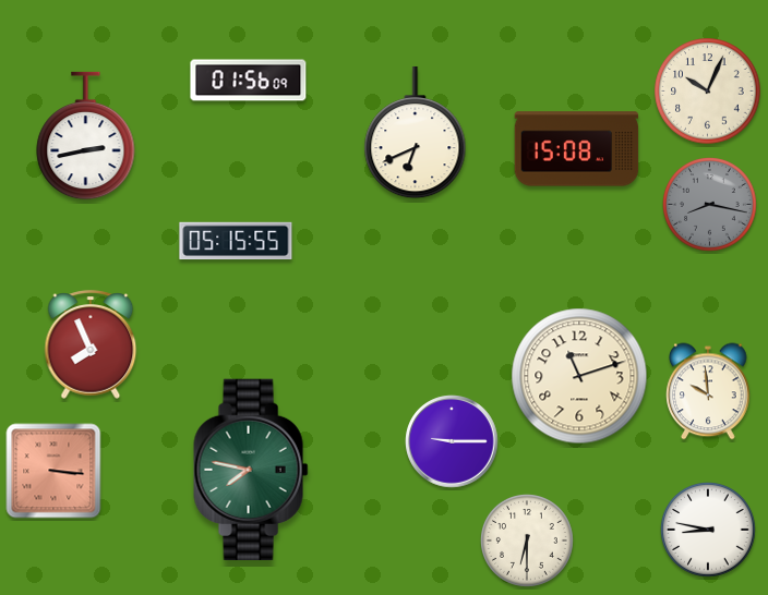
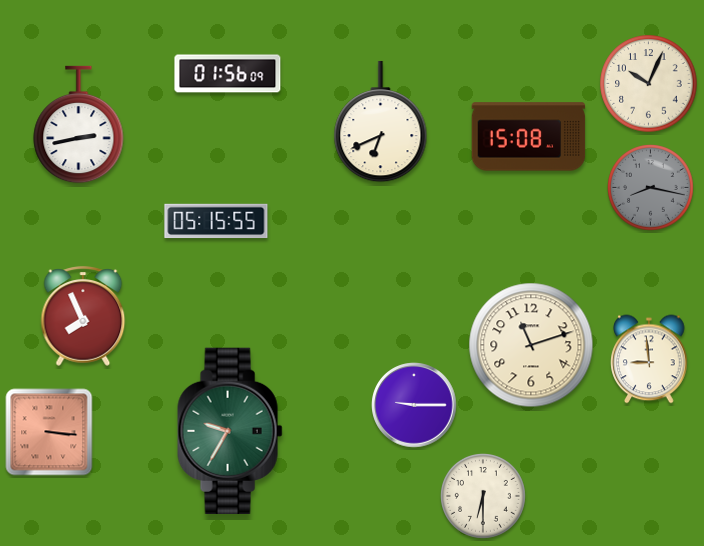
clock at (708, 391): 9:59 -> 8:59
clock at (251, 469): 7:47 -> 9:35
clock at (709, 531): 8:47 -> none
